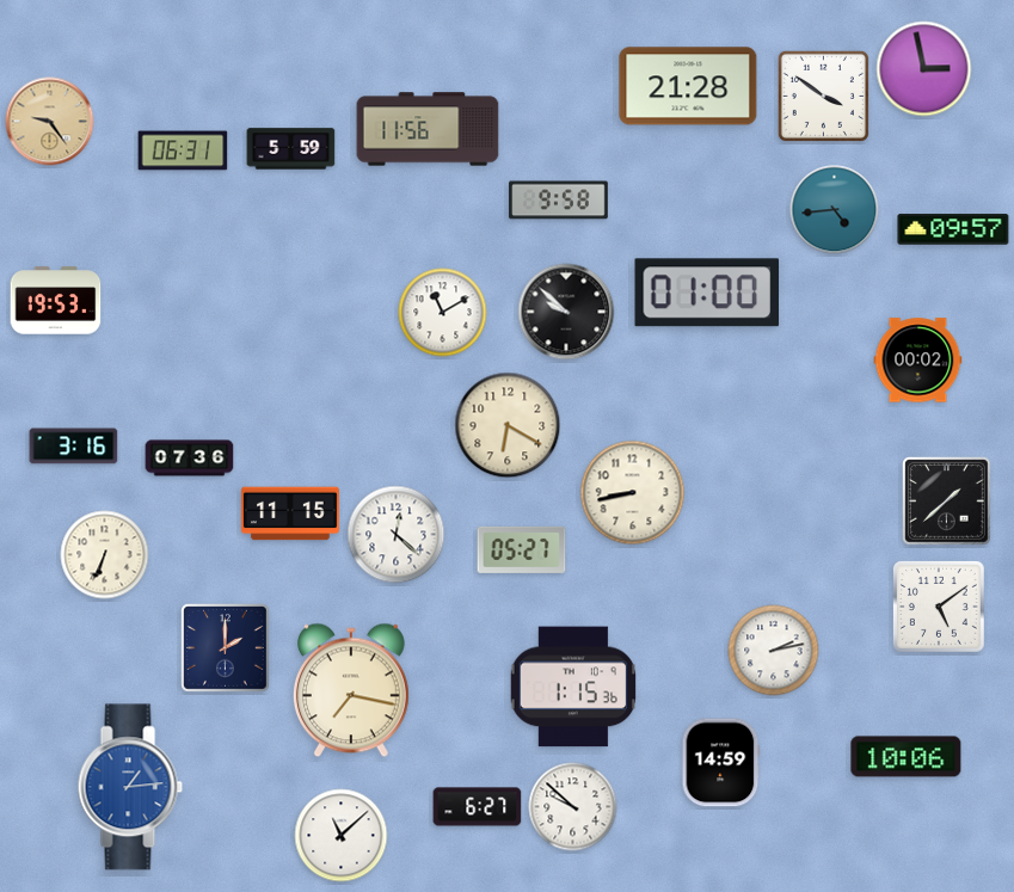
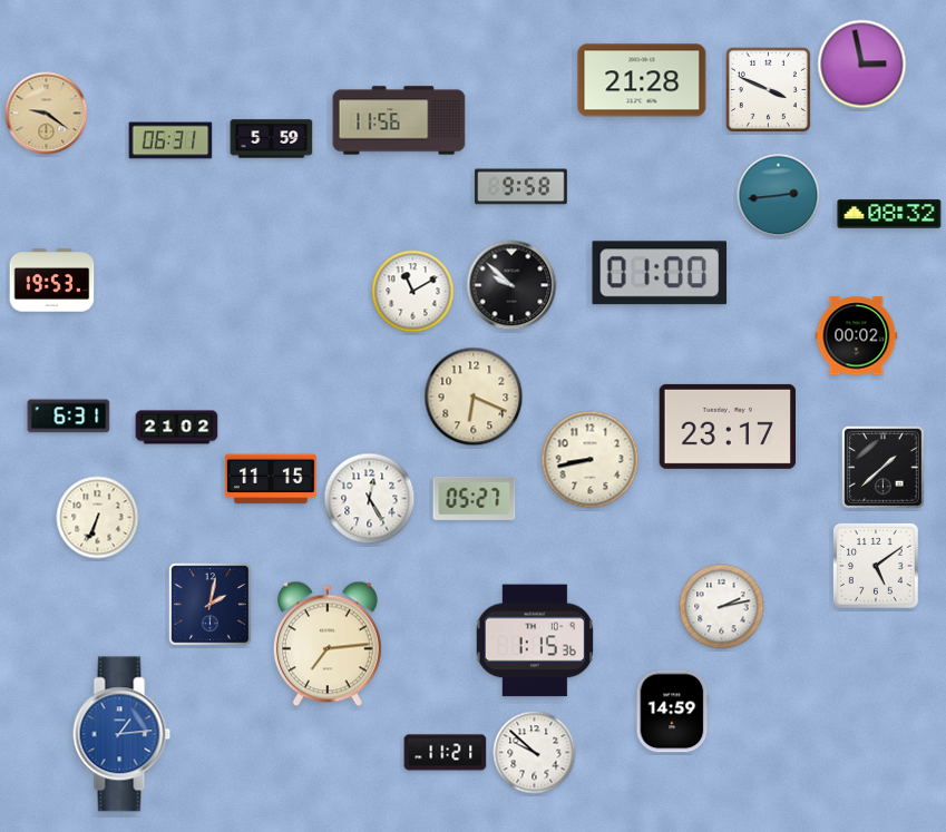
clock at (823, 96): 3:51 -> 3:49
clock at (50, 122): 9:24 -> 9:21
clock at (835, 210): 4:44 -> 2:44
clock at (953, 229): 09:57 -> 08:32
clock at (566, 312) position: (566, 312) -> (511, 285)
clock at (508, 425): 6:20 -> 6:19
clock at (74, 447): 3:16 -> 6:31
clock at (728, 427): none -> 23:17
clock at (190, 459): 07:36 -> 21:02
clock at (397, 535): 12:22 -> 12:25
clock at (522, 549) position: (522, 549) -> (475, 498)
clock at (226, 648): 2:00 -> 2:02
clock at (351, 690): 7:17 -> 7:14
clock at (907, 757): 10:06 -> none
clock at (478, 807): 6:27 -> 11:21
clock at (342, 836): 11:08 -> none
